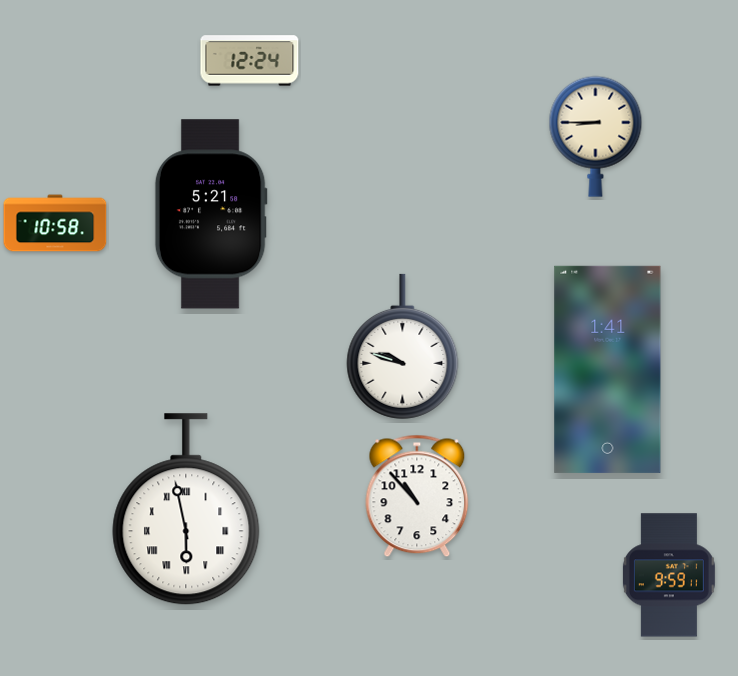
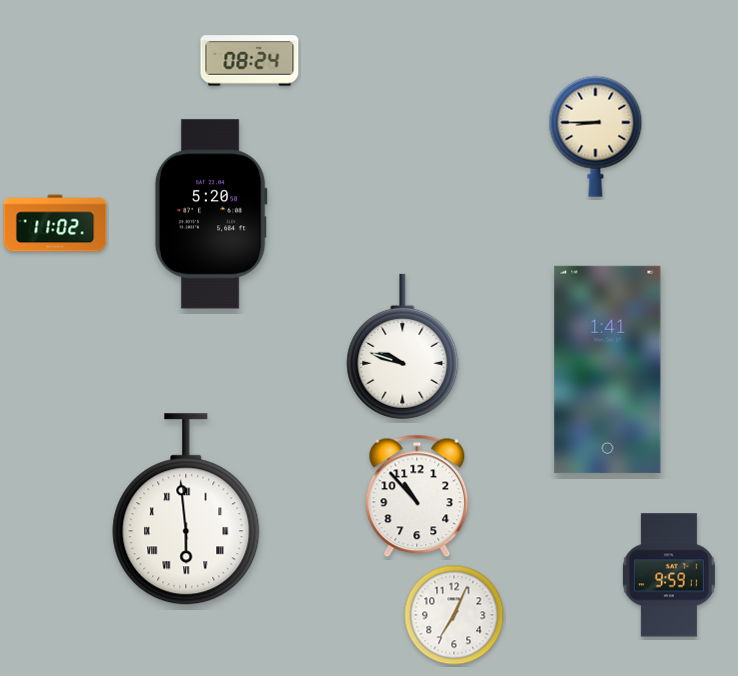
clock at (250, 61): 12:24 -> 08:24
clock at (211, 214): 5:21 -> 5:20
clock at (55, 223): 10:58 -> 11:02
clock at (186, 510): 5:58 -> 5:59
clock at (454, 615): none -> 7:04
